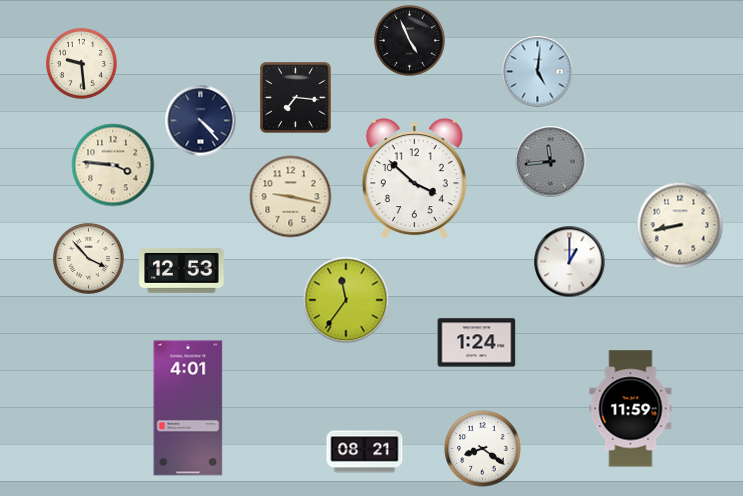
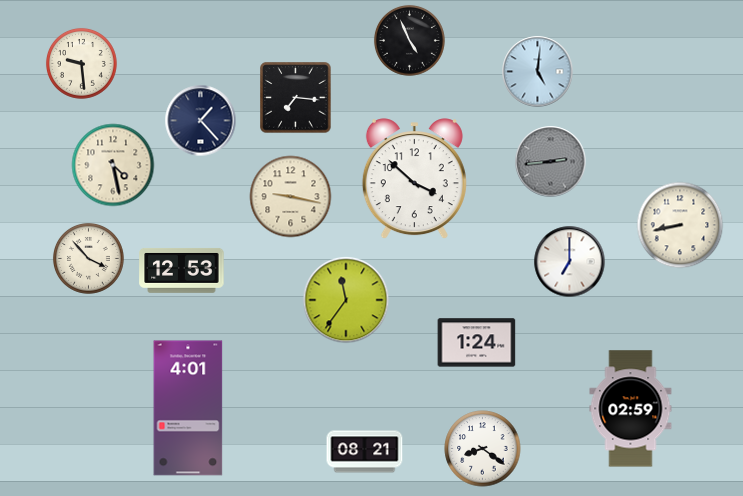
clock at (201, 121): 4:23 -> 1:23
clock at (551, 162): 11:44 -> 2:44
clock at (113, 165): 3:46 -> 4:28
clock at (570, 262): 1:00 -> 7:00
clock at (631, 409): 11:59 -> 02:59
